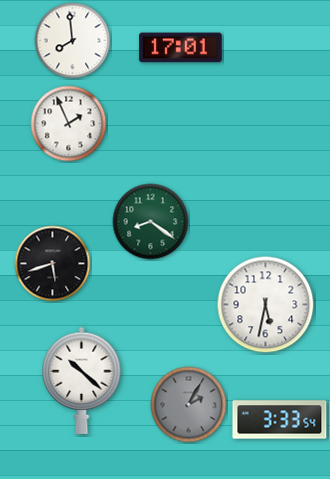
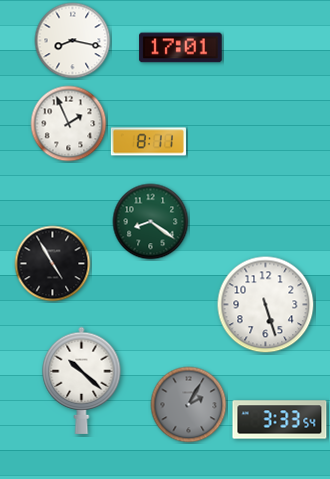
clock at (73, 41): 7:59 -> 8:17
clock at (148, 142): none -> 8:11
clock at (53, 264): 5:42 -> 4:55
clock at (266, 305): 5:32 -> 5:27
